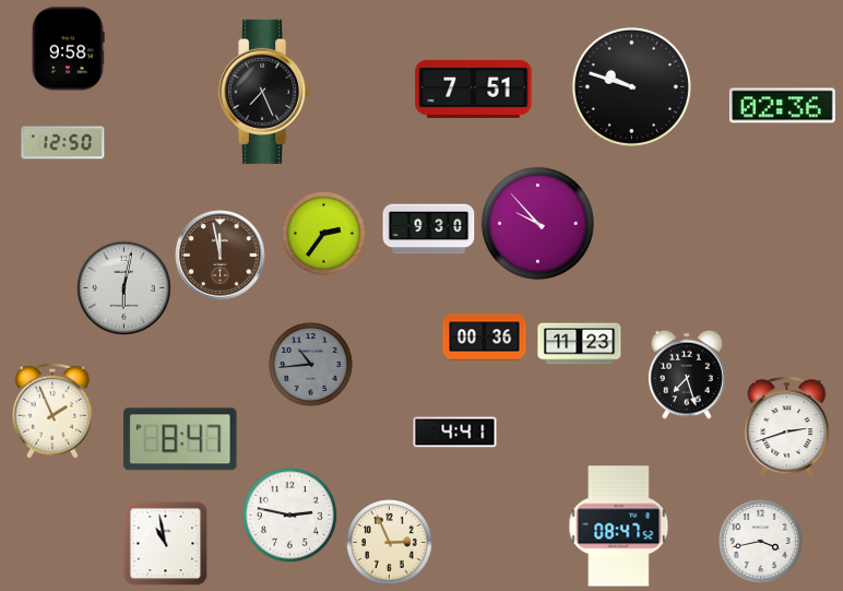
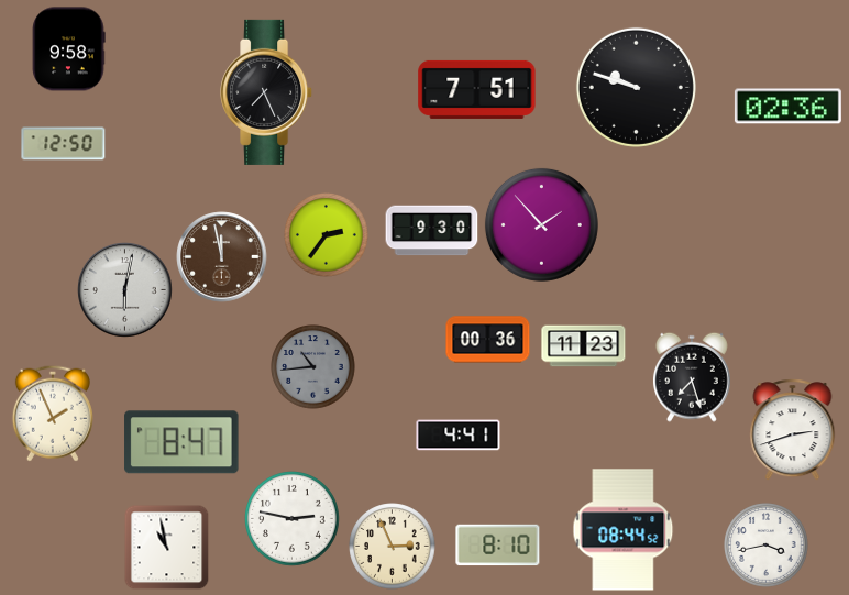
clock at (537, 223): 9:53 -> 1:53
clock at (619, 527): 08:47 -> 08:44
clock at (498, 546): none -> 8:10
